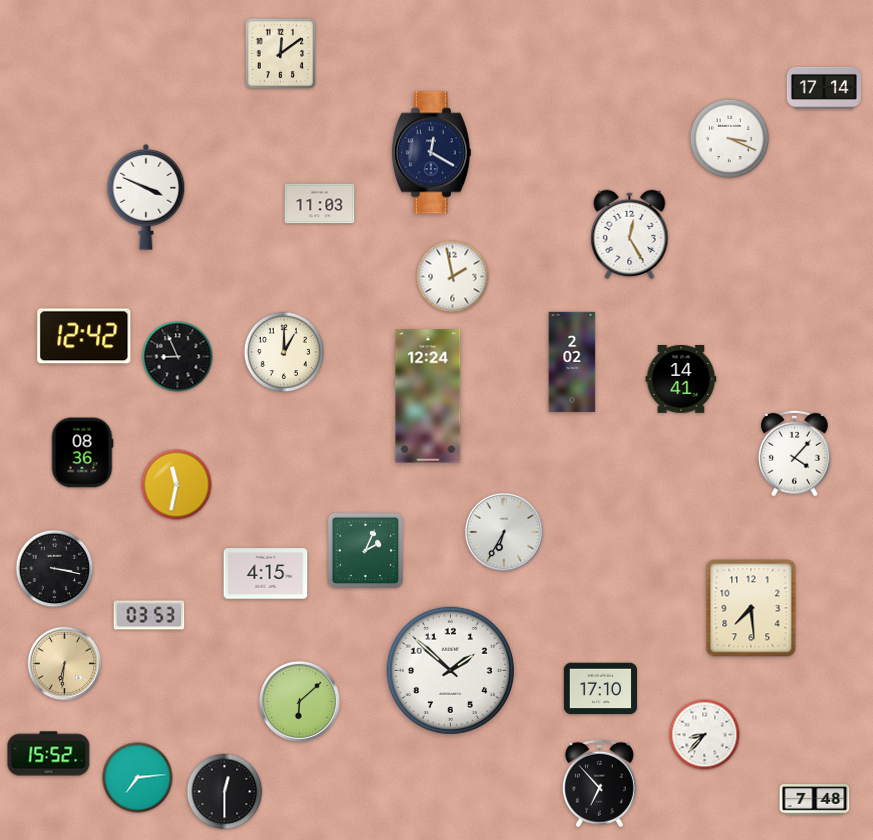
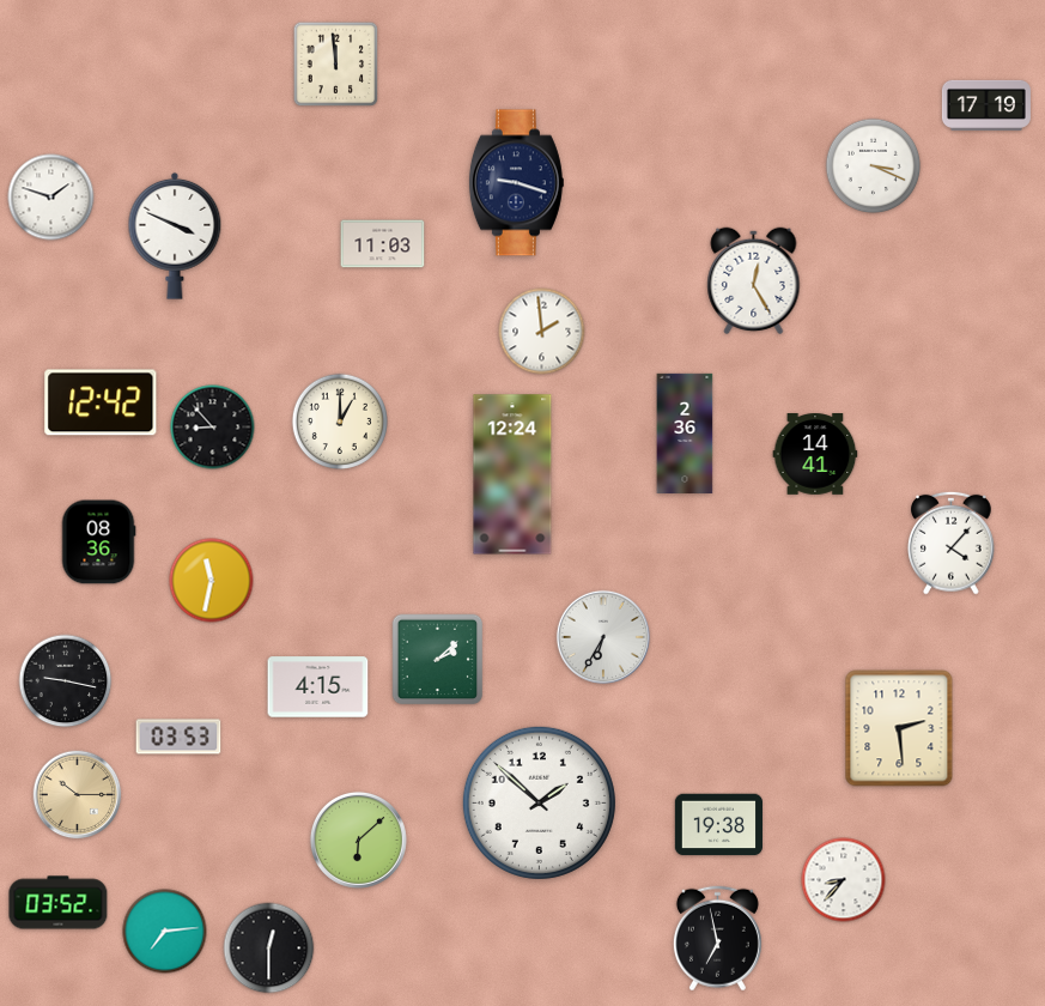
clock at (281, 54): 12:09 -> 11:59
clock at (824, 88): 17:14 -> 17:19
clock at (431, 153): 12:20 -> 9:18
clock at (51, 198): none -> 1:48
clock at (453, 277): 1:58 -> 1:59
clock at (178, 357): 8:56 -> 8:53
clock at (572, 361): 2:02 -> 2:36
clock at (366, 551): 2:04 -> 2:08
clock at (55, 569): 3:17 -> 9:17
clock at (751, 608): 7:29 -> 2:29
clock at (65, 664): 6:31 -> 10:15
clock at (600, 689): 17:10 -> 19:38
clock at (49, 754): 15:52 -> 03:52
clock at (599, 784): 6:53 -> 6:58
clock at (815, 800): 7:48 -> none
